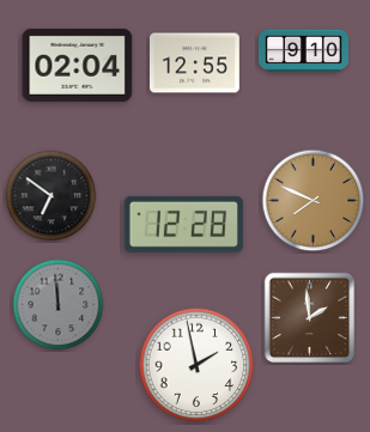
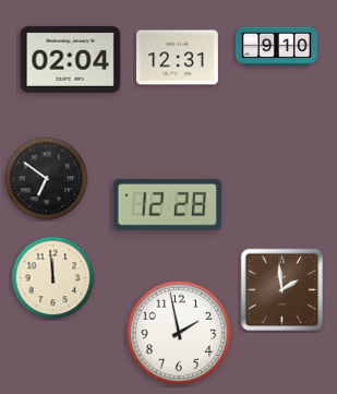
clock at (195, 63): 12:55 -> 12:31
clock at (314, 201): 7:49 -> none
clock at (59, 305) dial: grey -> cream
